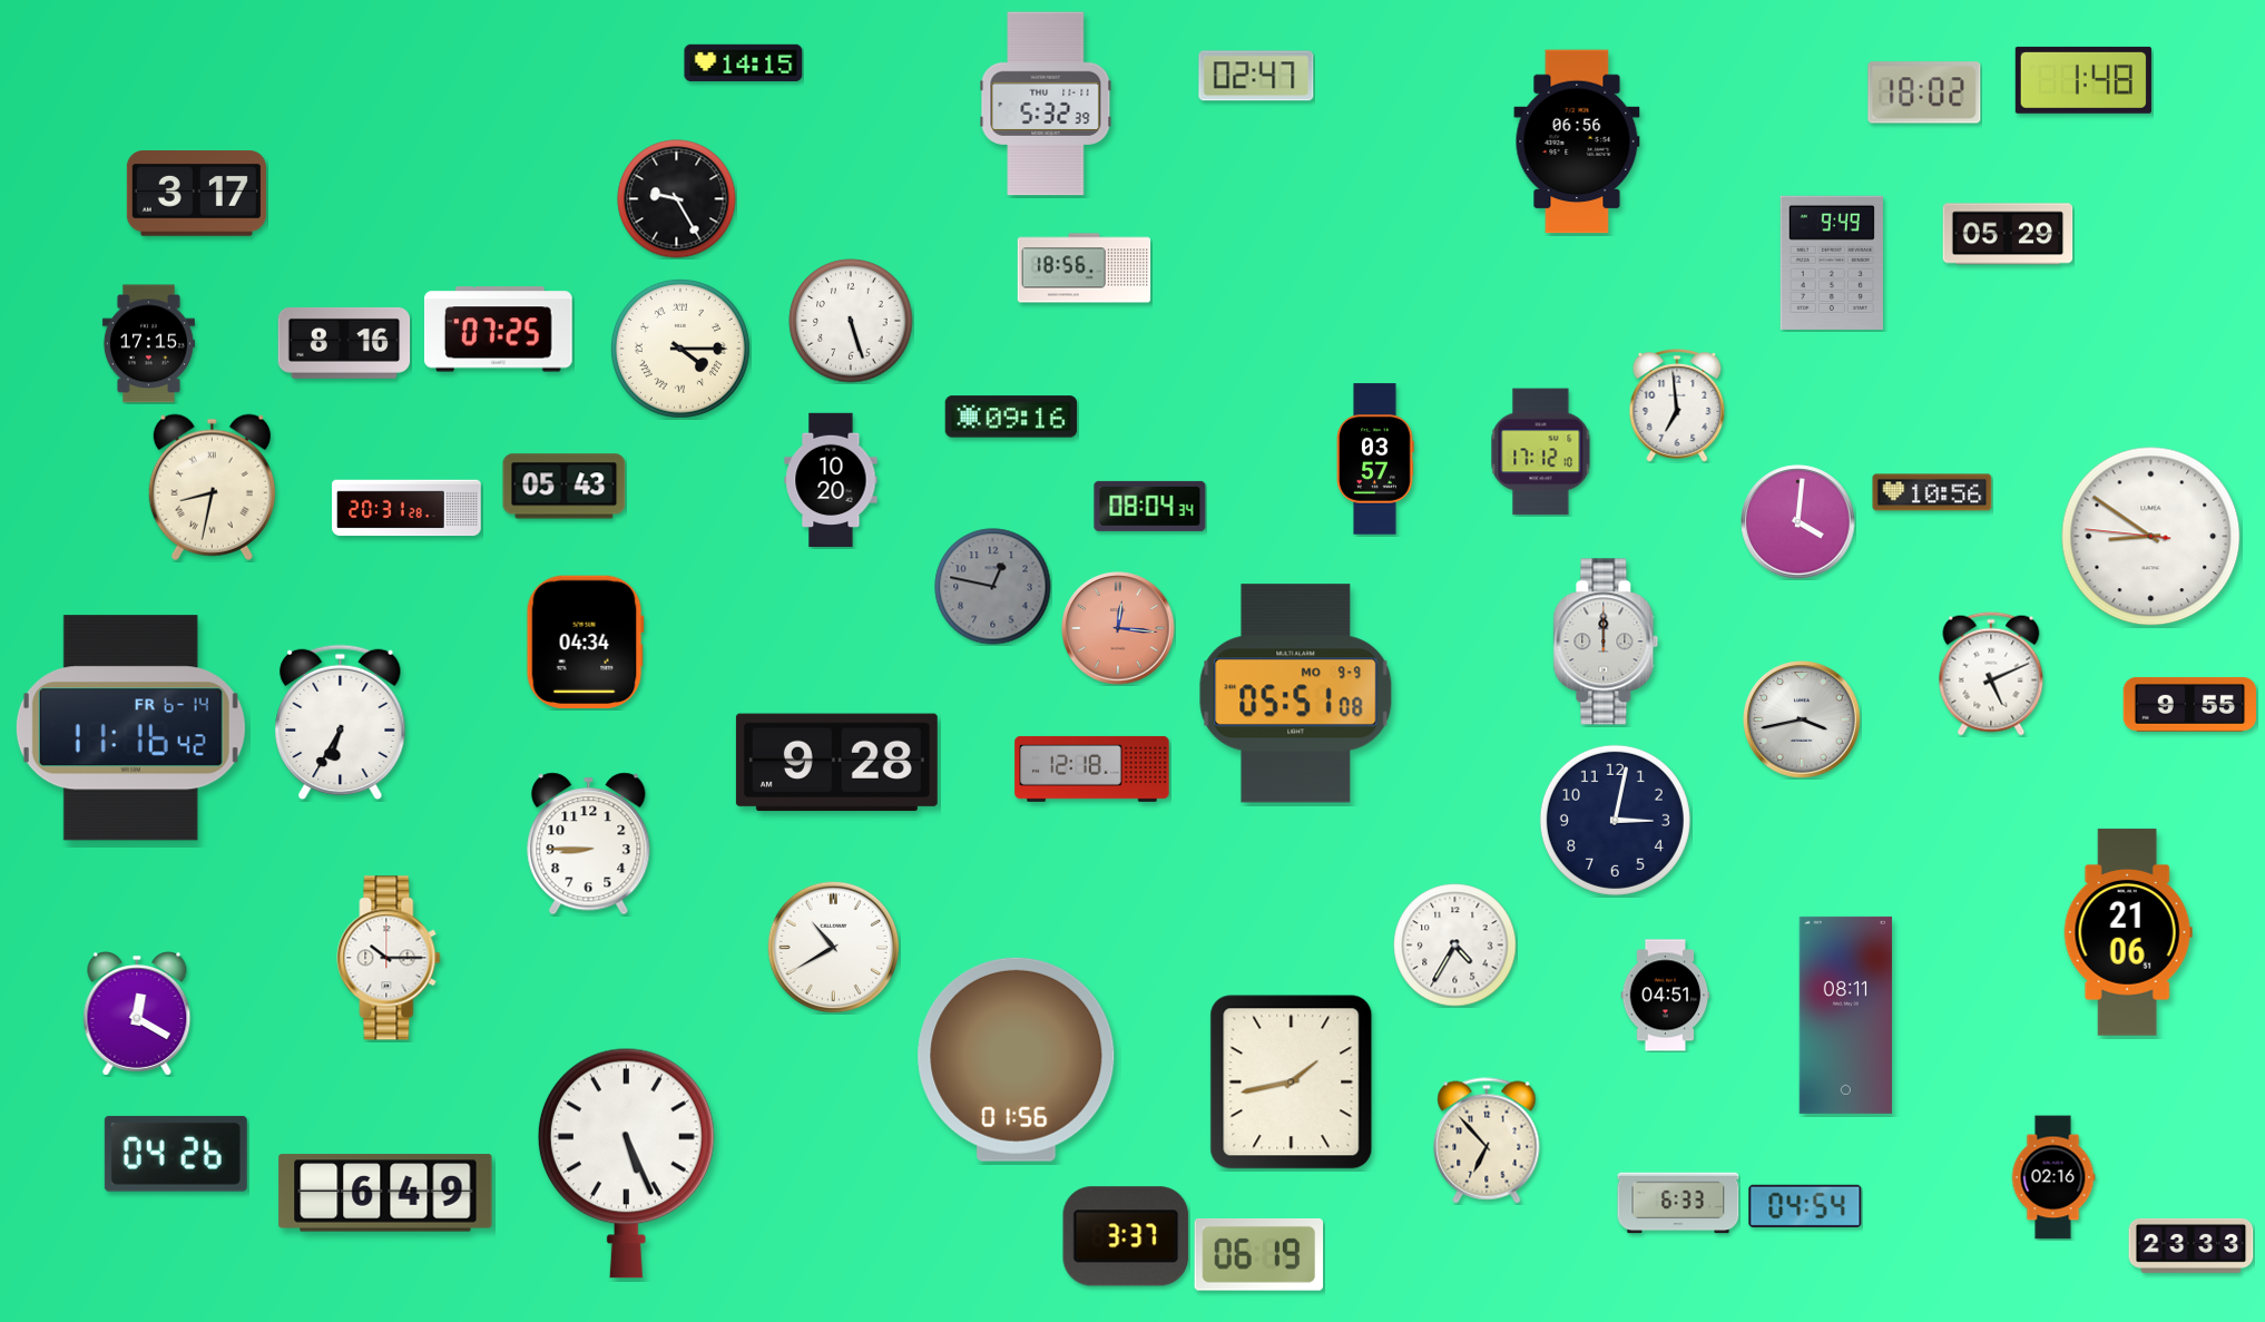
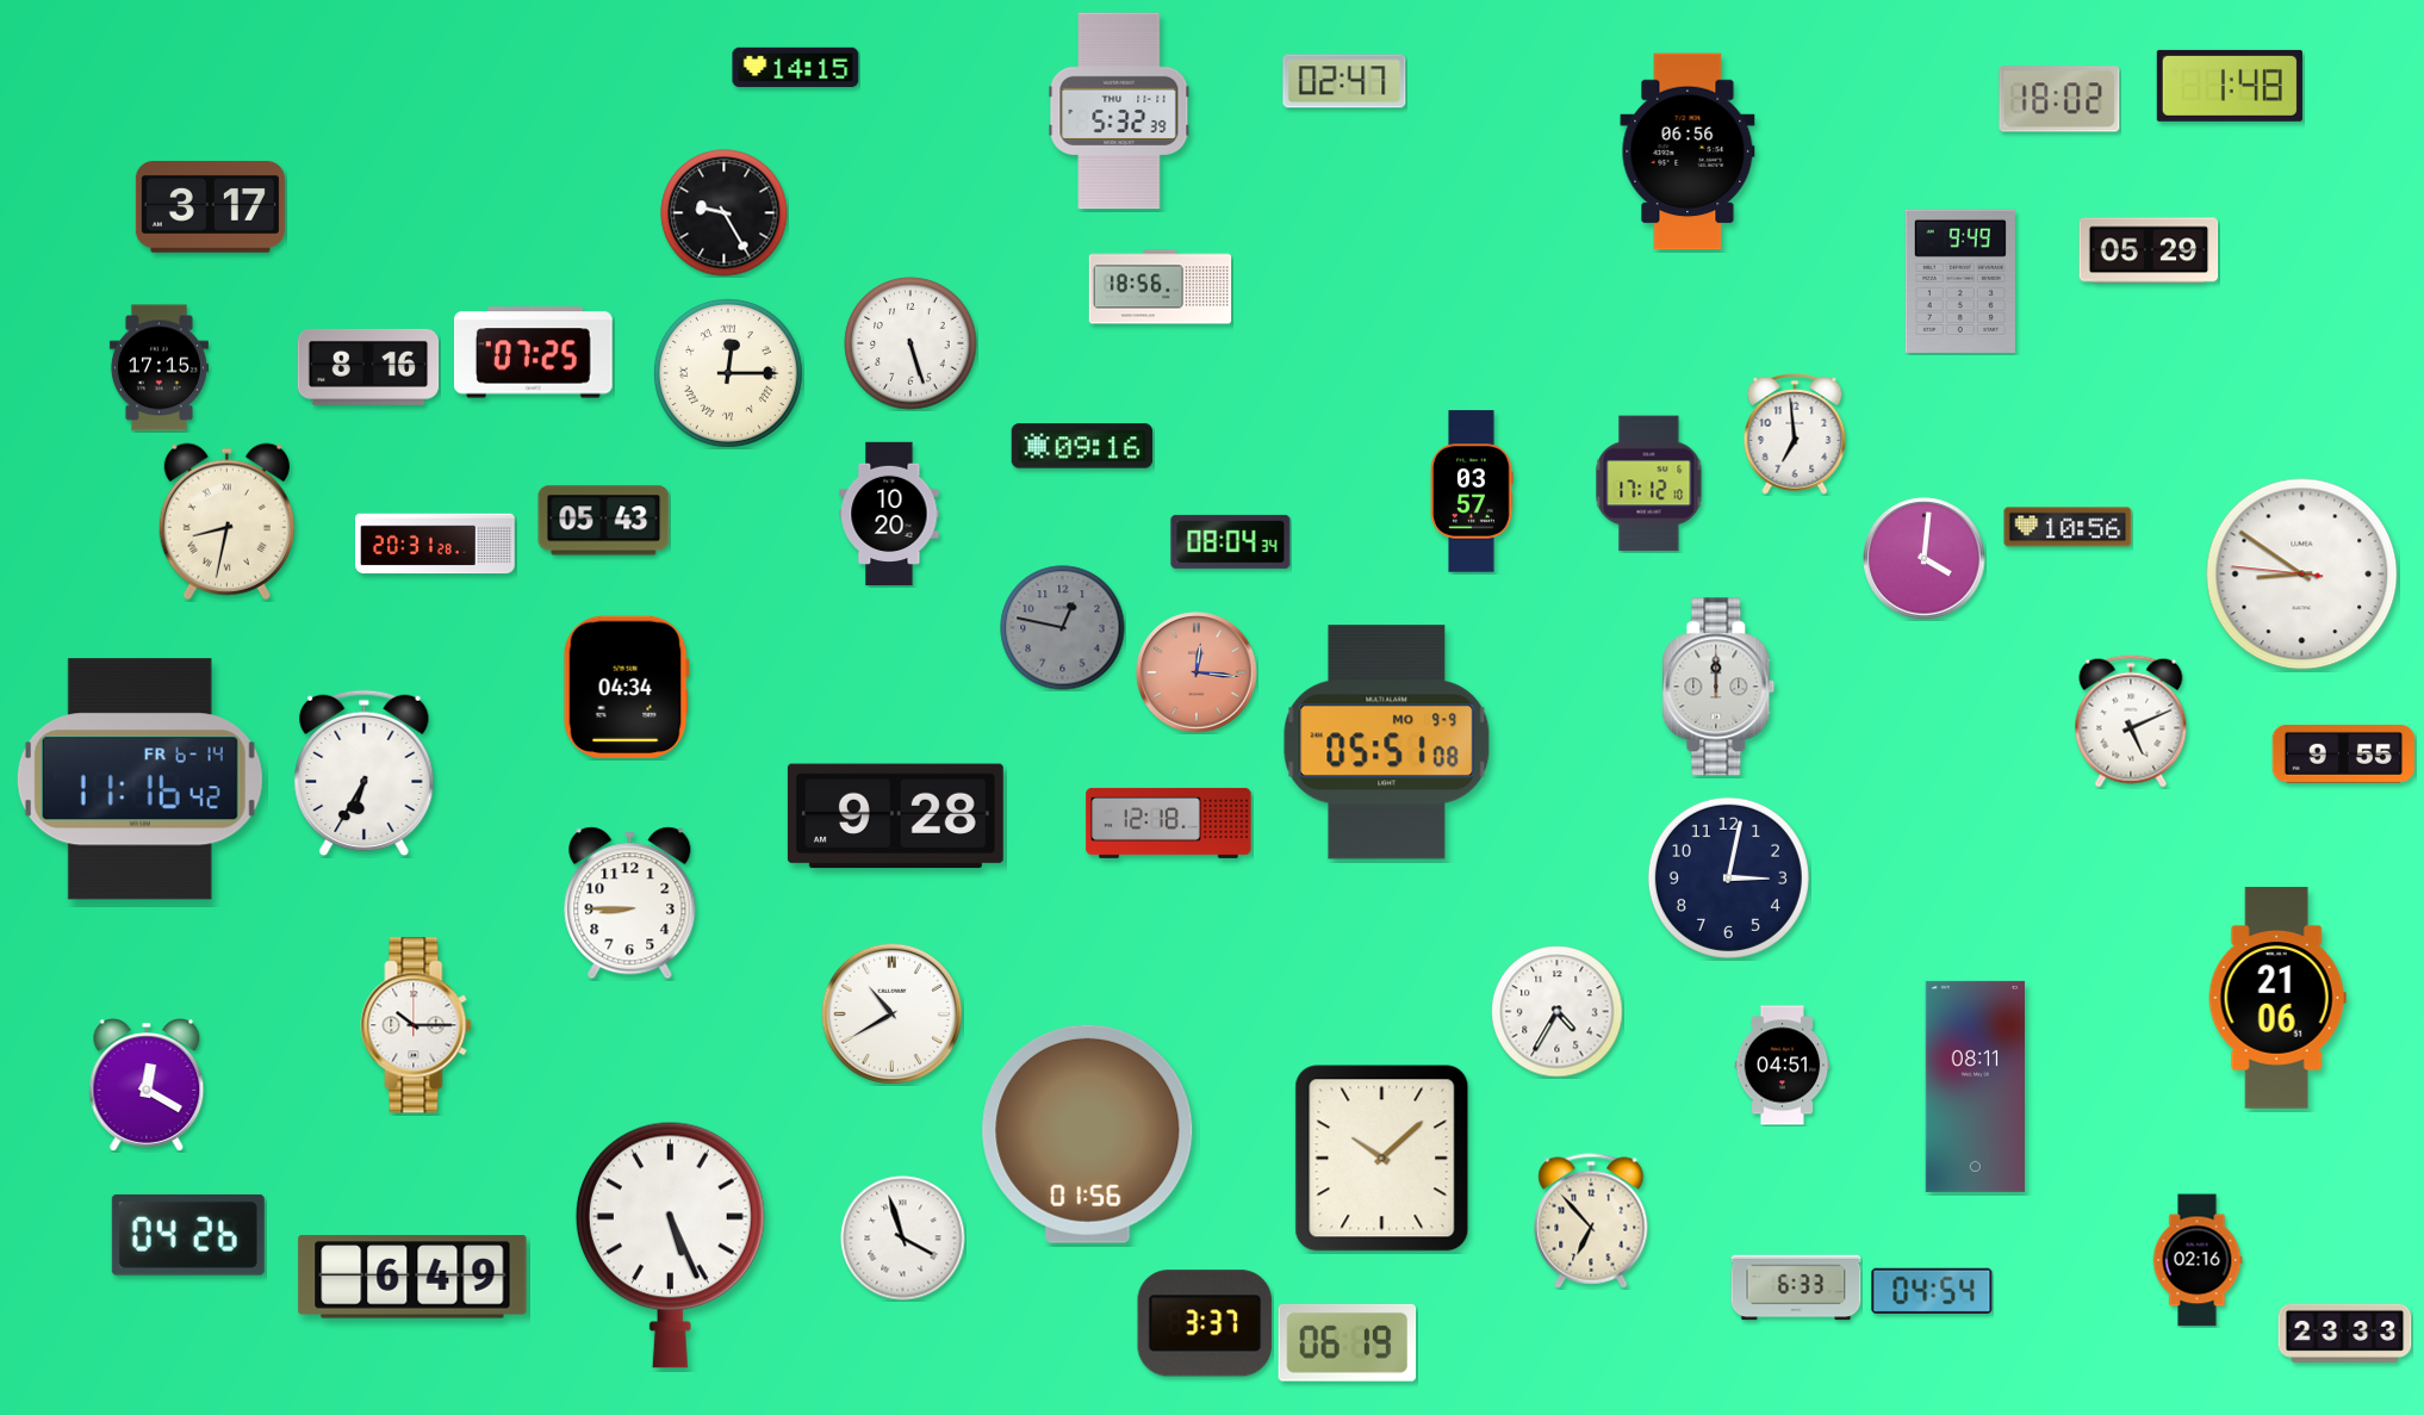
clock at (680, 349): 4:15 -> 12:15
clock at (1803, 721): 3:43 -> none
clock at (1292, 1083): 1:43 -> 10:08
clock at (903, 1239): none -> 3:57
